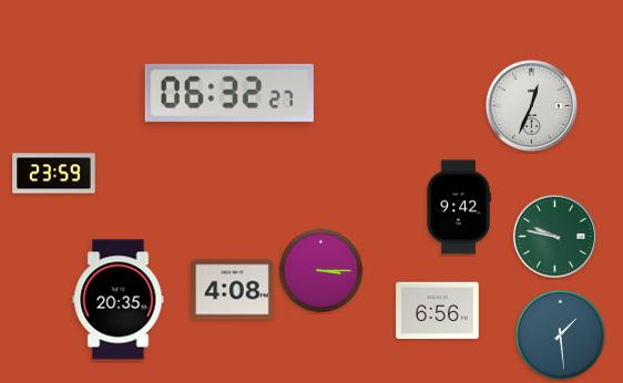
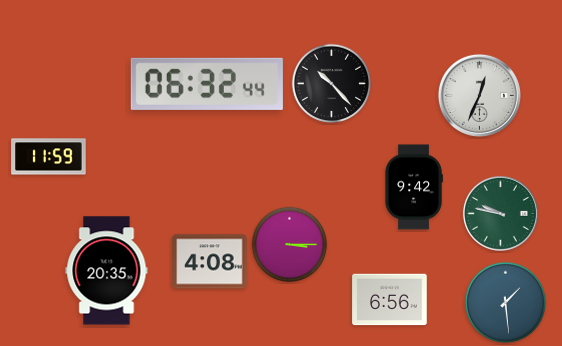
clock at (229, 93): 06:32:27 -> 06:32:44
clock at (332, 84): none -> 10:23
clock at (54, 174): 23:59 -> 11:59
clock at (438, 311) position: (438, 311) -> (390, 300)
